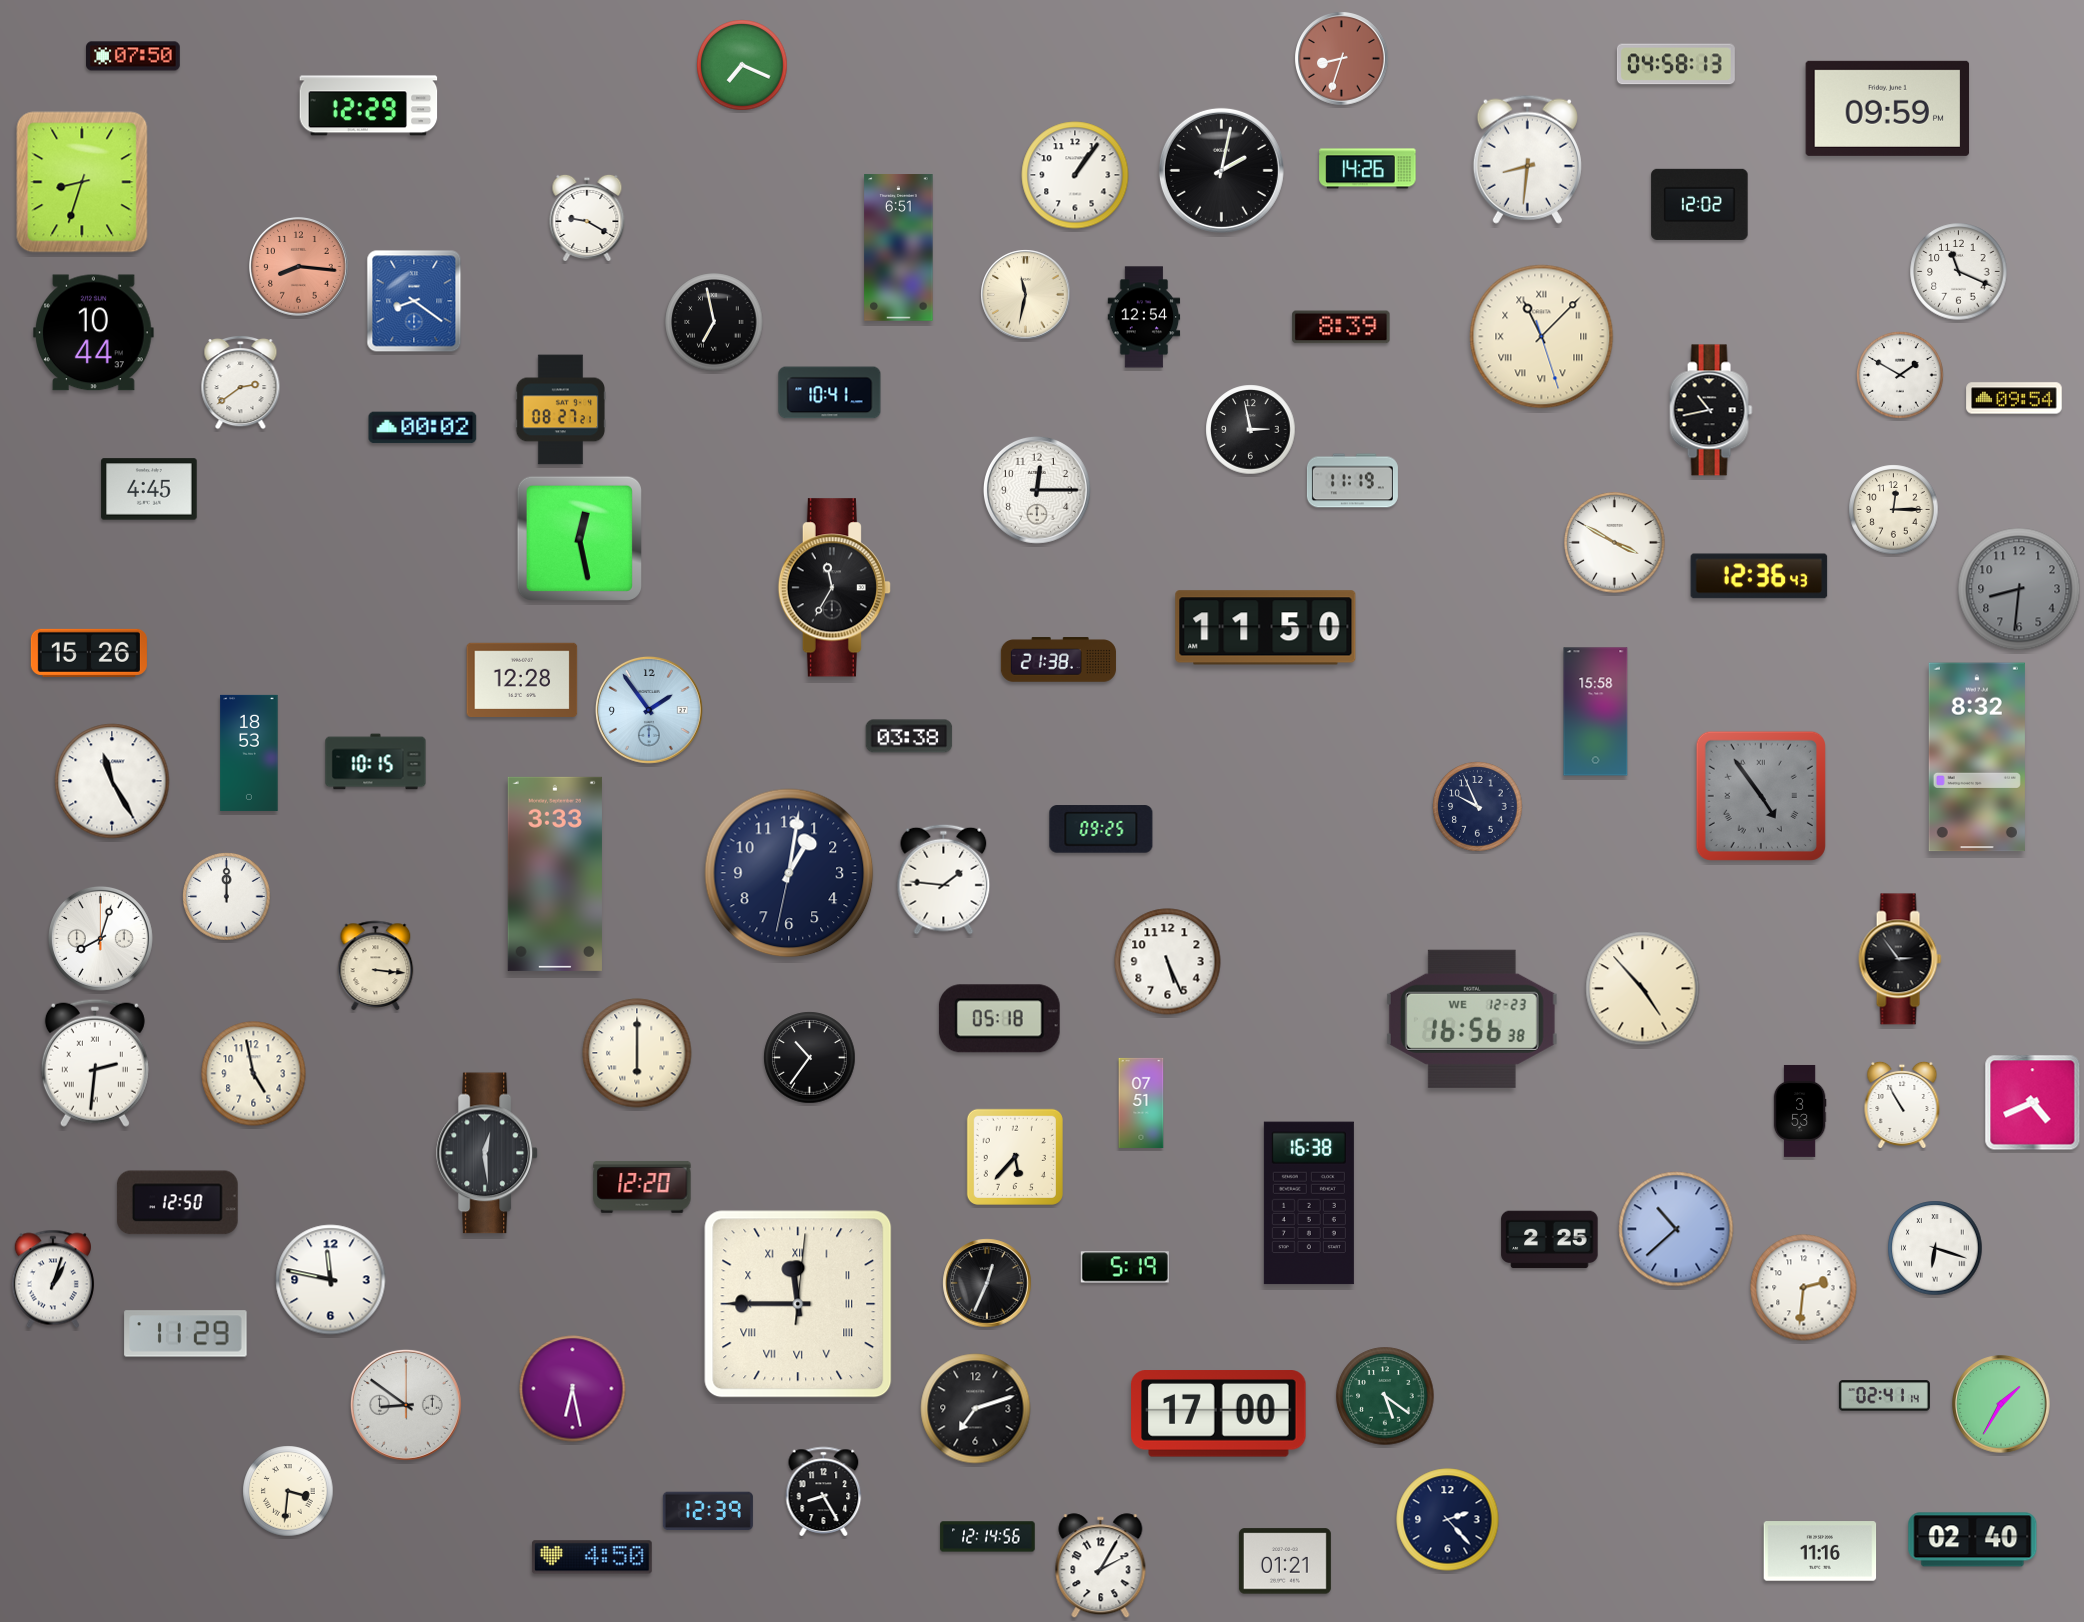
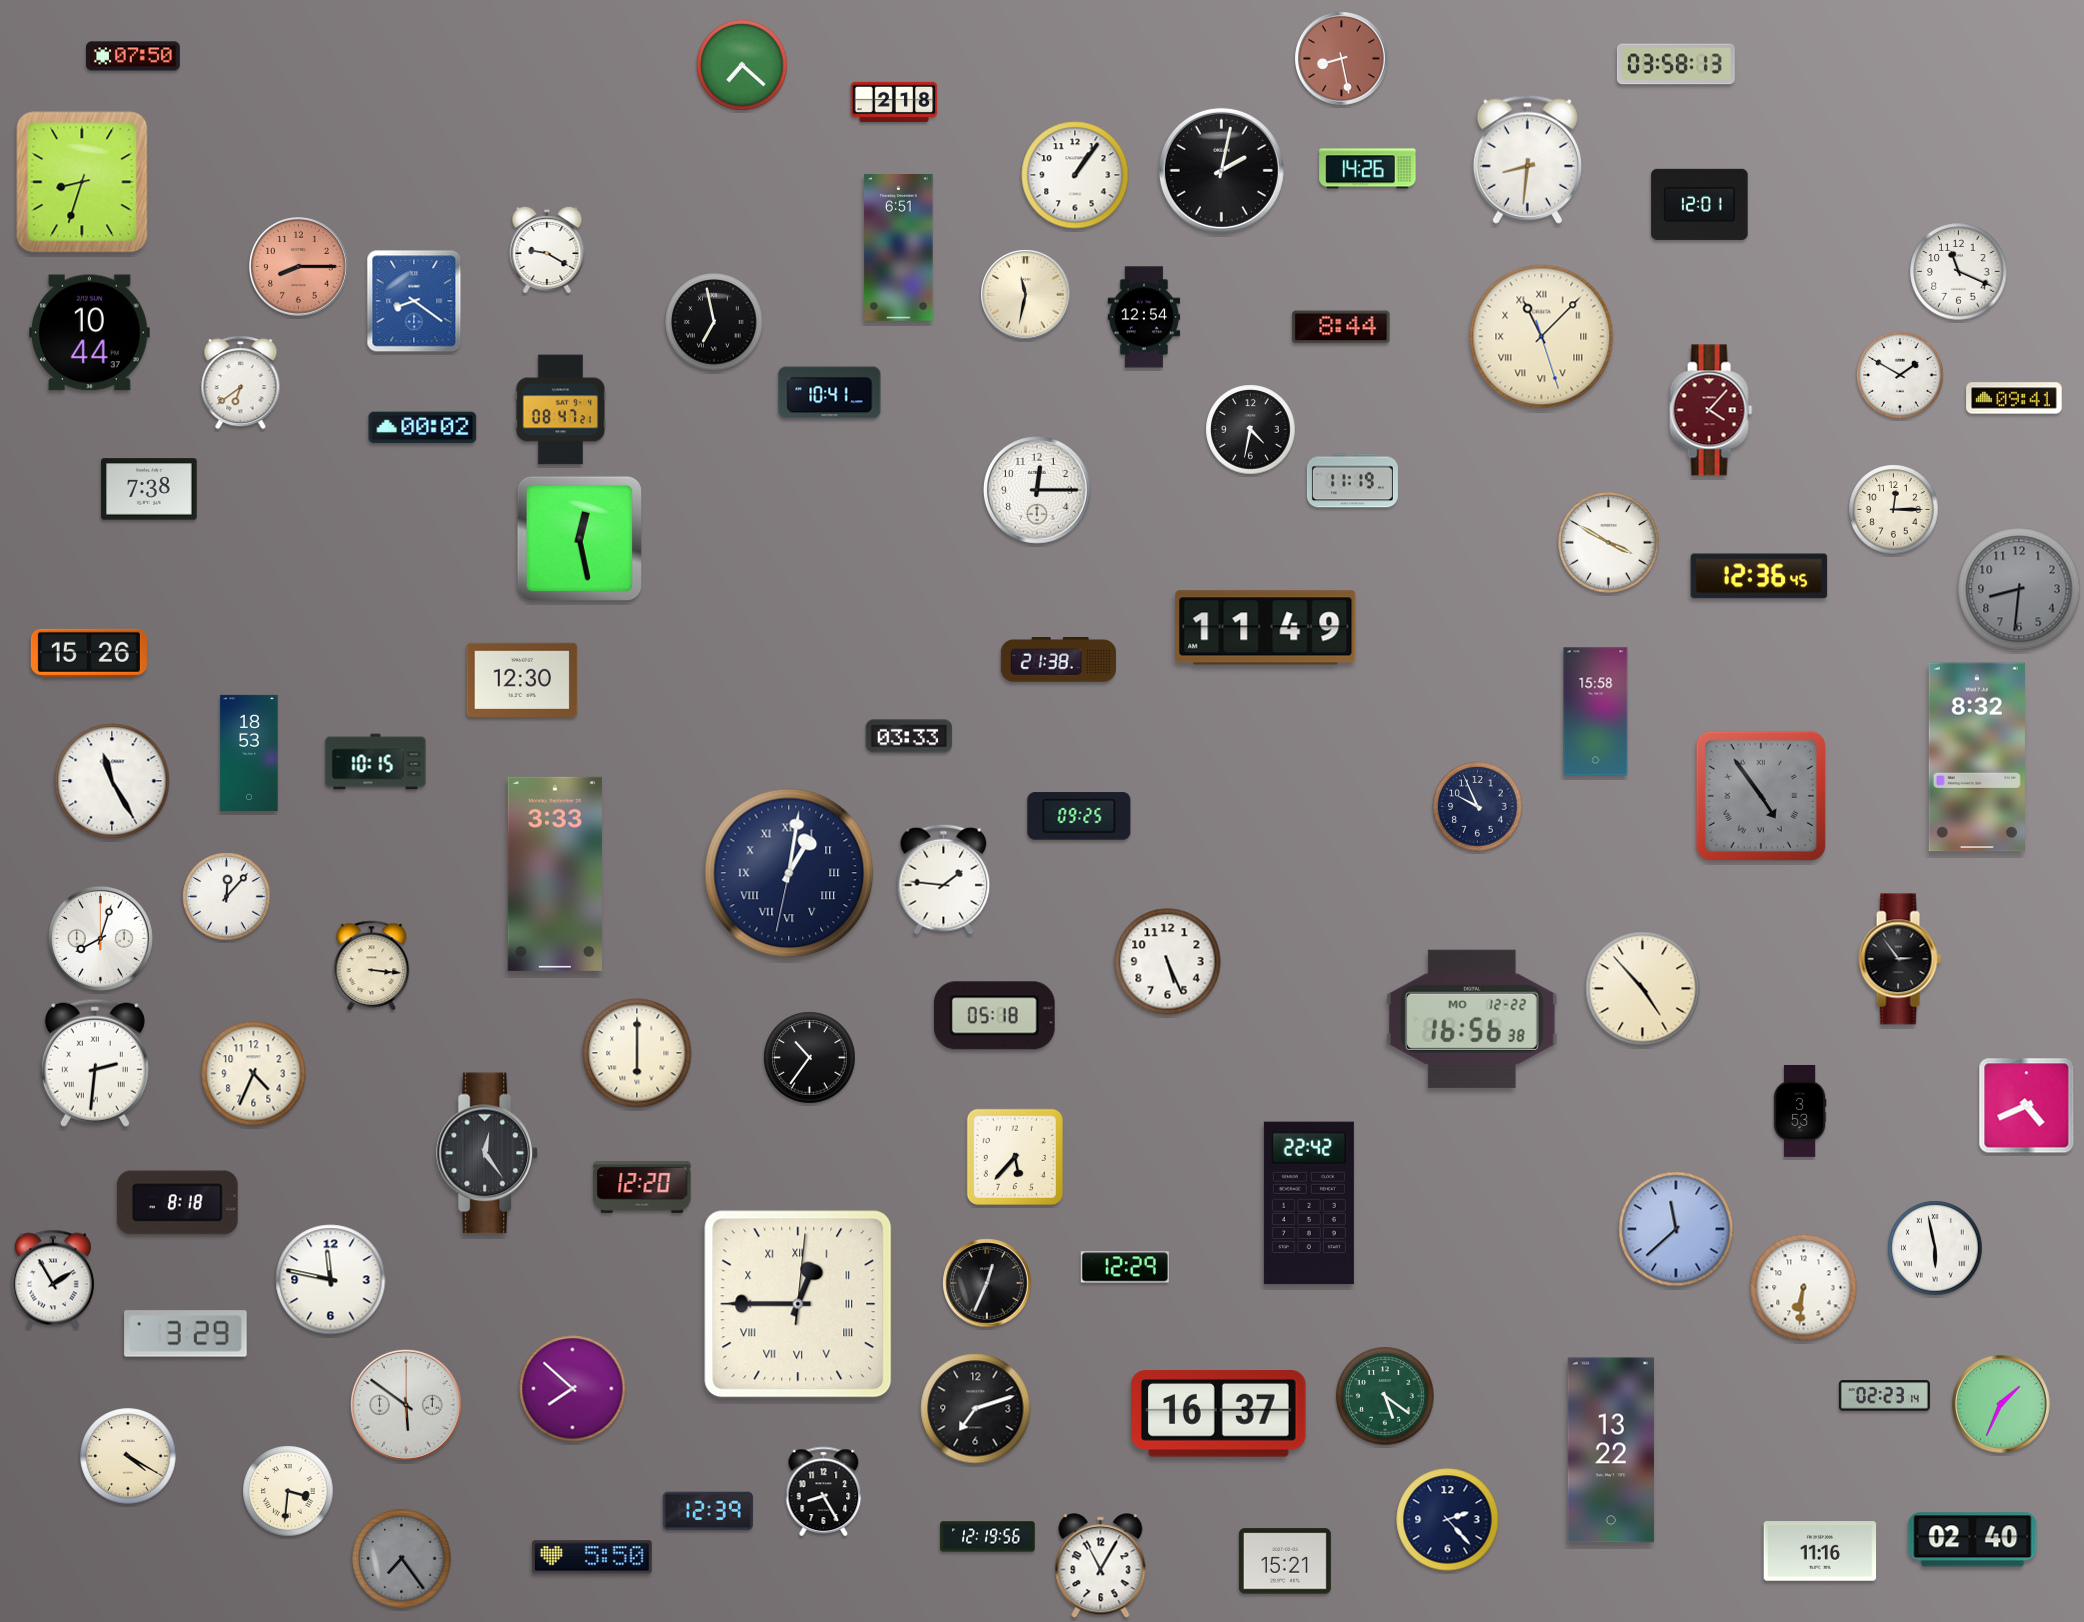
clock at (1342, 59): 8:33 -> 8:28
clock at (1676, 64): 04:58 -> 03:58
clock at (742, 65): 7:19 -> 7:22
clock at (894, 102): none -> 2:18
clock at (369, 106): 12:29 -> none
clock at (1888, 108): 09:59 -> none
clock at (1700, 204): 12:02 -> 12:01
clock at (587, 217) position: (587, 217) -> (547, 249)
clock at (299, 267): 8:16 -> 8:15
clock at (1341, 327): 8:39 -> 8:44
clock at (94, 333) position: (94, 333) -> (90, 333)
clock at (241, 382): 2:39 -> 6:39
clock at (2014, 398): 09:54 -> 09:41
clock at (560, 410): 08:27 -> 08:47
clock at (1711, 410): 10:43 -> 4:07
clock at (1711, 410) dial: black -> burgundy
clock at (1251, 430): 2:58 -> 4:32
clock at (149, 489): 4:45 -> 7:38
clock at (1615, 543) position: (1615, 543) -> (1609, 543)
clock at (1759, 576): 12:36:43 -> 12:36:45
clock at (834, 588): 11:35 -> none
clock at (1266, 628): 11:50 -> 11:49
clock at (522, 679): 12:28 -> 12:30
clock at (649, 710): 1:54 -> none
clock at (909, 736): 03:38 -> 03:33
clock at (1101, 829) position: (1101, 829) -> (1079, 816)
clock at (789, 873) numerals: Arabic -> Roman
clock at (227, 897): 12:00 -> 12:07
clock at (376, 965) position: (376, 965) -> (372, 965)
clock at (999, 1019) position: (999, 1019) -> (994, 1016)
clock at (1472, 1019) date: WE 12-23 -> MO 12-22
clock at (254, 1074): 4:58 -> 4:34
clock at (1141, 1103): 07:51 -> none
clock at (2033, 1103) position: (2033, 1103) -> (2027, 1106)
clock at (1902, 1104): 10:55 -> none
clock at (488, 1153): 12:29 -> 12:24
clock at (177, 1203): 12:50 -> 8:18
clock at (1309, 1203): 16:38 -> 22:42
clock at (1676, 1229): 10:38 -> 11:38
clock at (1550, 1240): 2:25 -> none
clock at (1935, 1248): 6:18 -> 5:58
clock at (1125, 1267): 5:19 -> 12:29
clock at (53, 1279): 1:03 -> 1:55
clock at (1804, 1288): 2:31 -> 6:31
clock at (798, 1304): 11:45 -> 12:45
clock at (186, 1334): 11:29 -> 3:29
clock at (573, 1389): 6:28 -> 7:52
clock at (1884, 1396): 02:41 -> 02:23
clock at (406, 1405): 8:51 -> 5:51
clock at (2002, 1405): 1:35 -> 1:34
clock at (1219, 1414): 17:00 -> 16:37
clock at (1611, 1450): none -> 13:22
clock at (128, 1456): none -> 4:20
clock at (988, 1537): 12:14 -> 12:19
clock at (592, 1557): 4:50 -> 5:50
clock at (402, 1559): none -> 7:24
clock at (1285, 1561): 01:21 -> 15:21
clock at (1101, 1566): 2:05 -> 11:05
